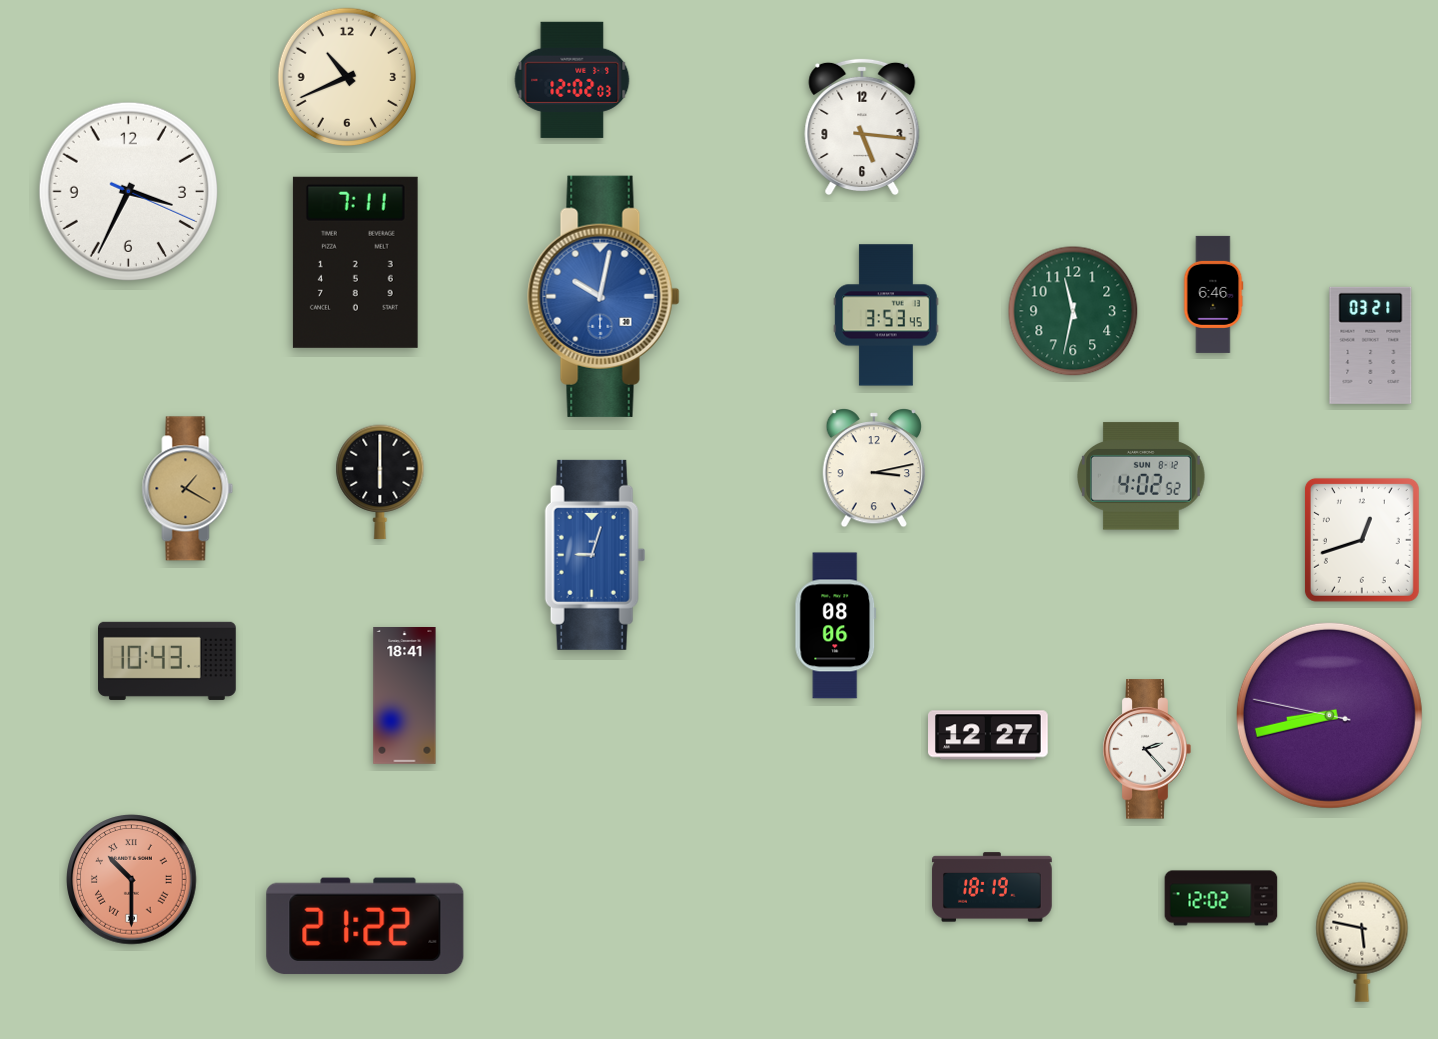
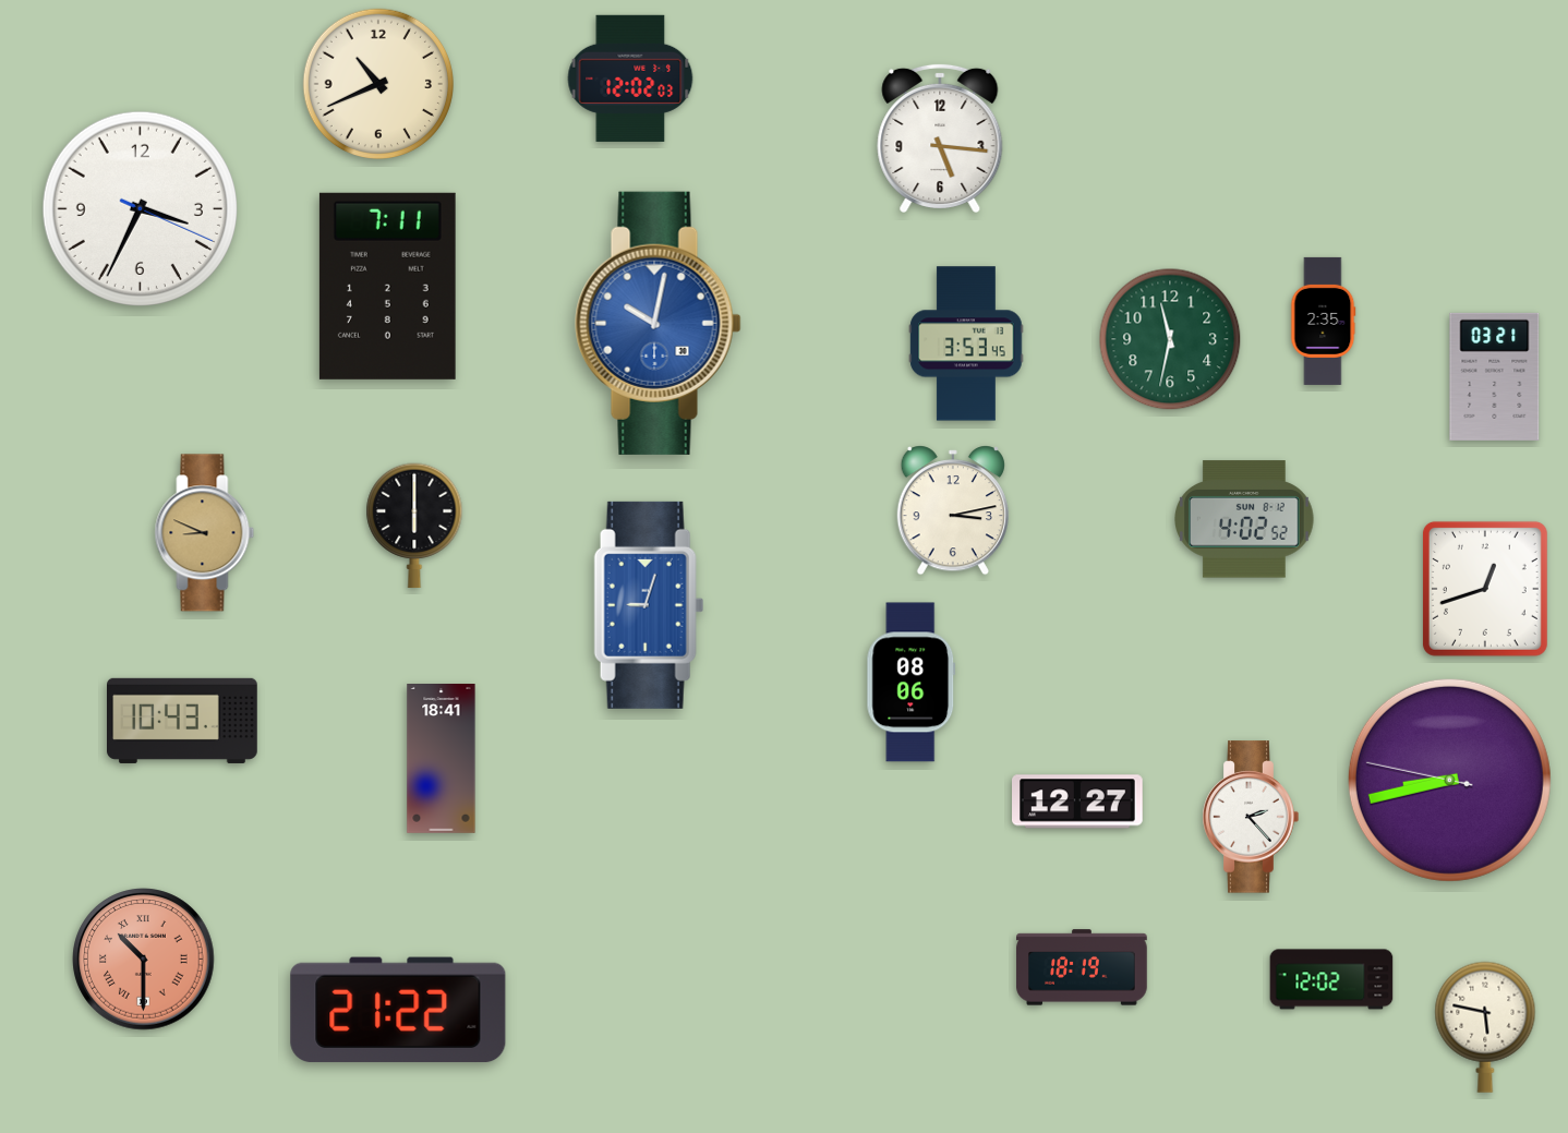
clock at (572, 80) position: (572, 80) -> (630, 79)
clock at (1213, 294): 6:46 -> 2:35
clock at (188, 489): 1:20 -> 8:49
